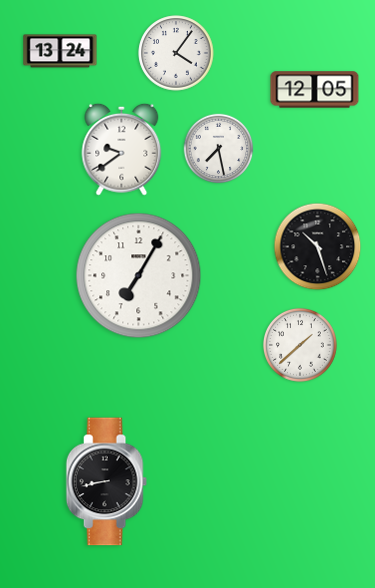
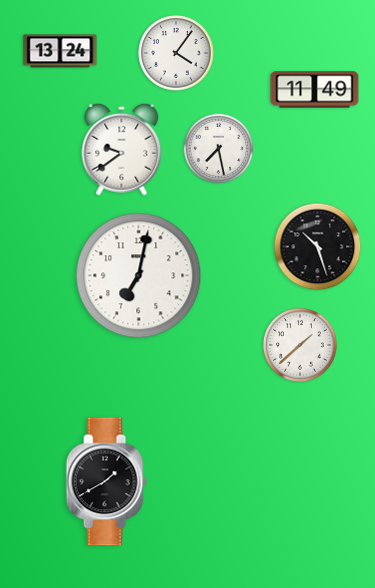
clock at (315, 90): 12:05 -> 11:49
clock at (139, 276): 7:05 -> 7:02
clock at (106, 482): 8:43 -> 1:40
